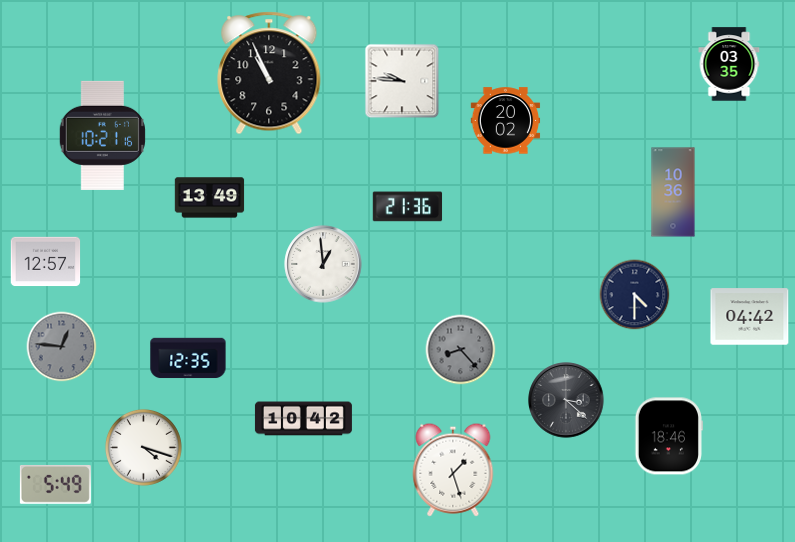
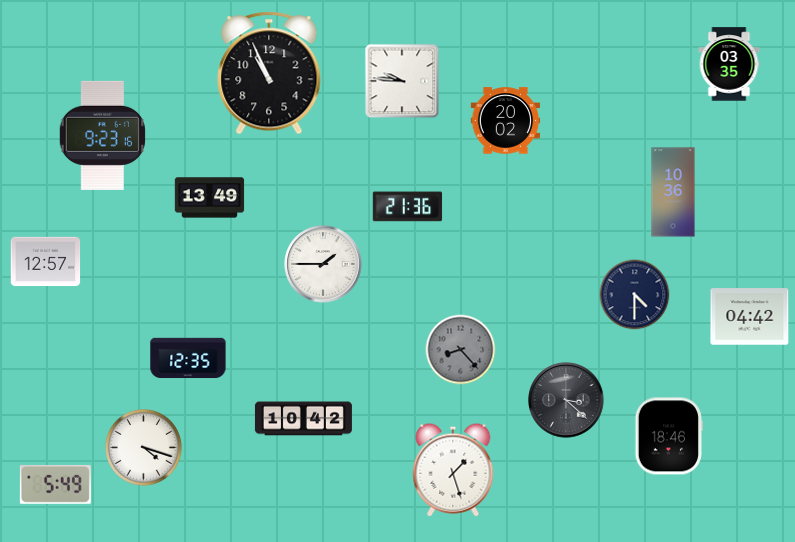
clock at (102, 135): 10:21 -> 9:23
clock at (323, 264): 12:59 -> 1:45
clock at (62, 347): 12:46 -> none
